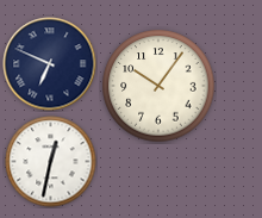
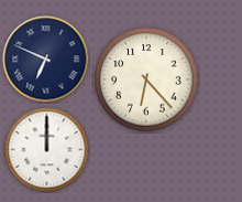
clock at (158, 86): 10:06 -> 6:23
clock at (51, 162): 12:32 -> 12:00
